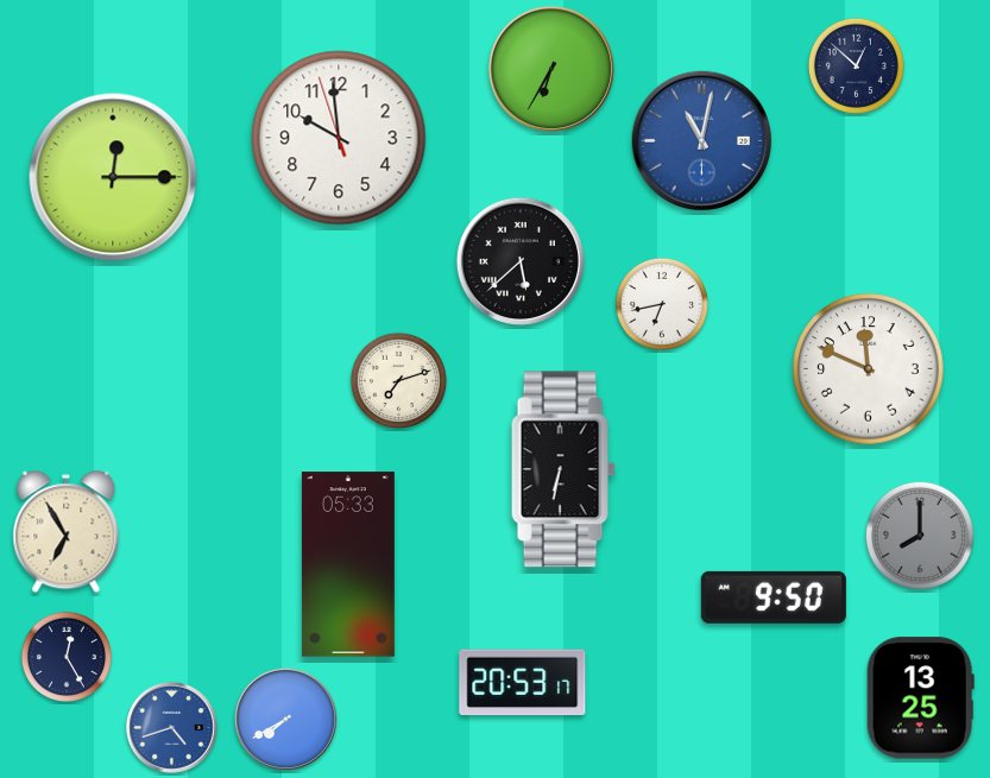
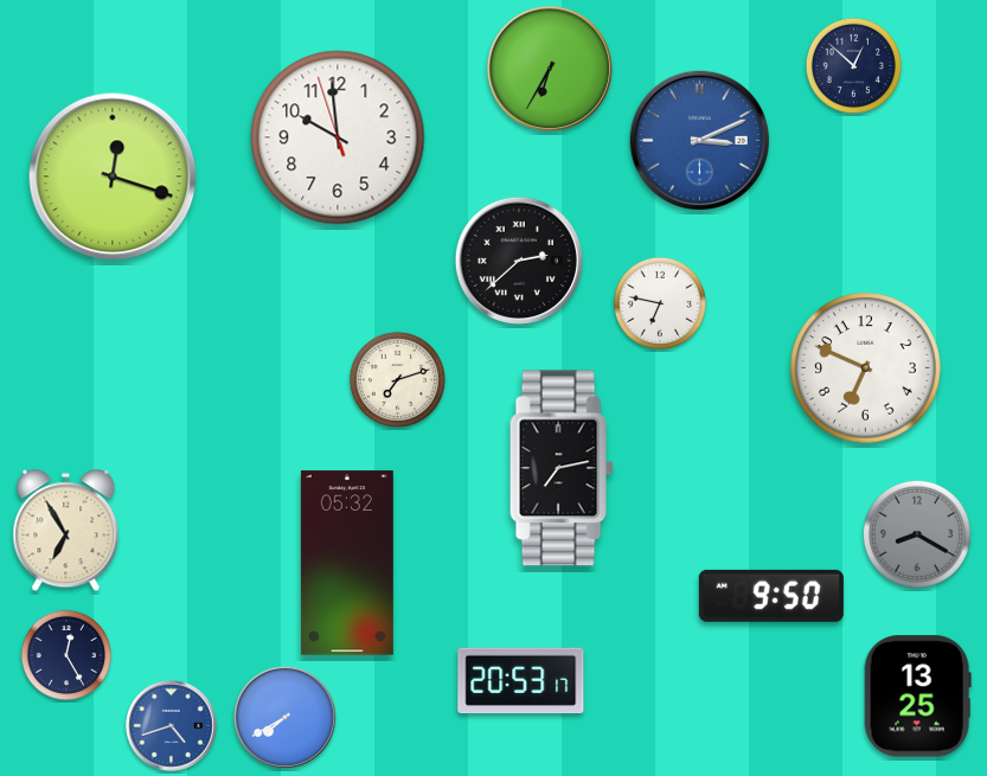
clock at (702, 141): 11:02 -> 3:11
clock at (113, 177): 12:15 -> 12:18
clock at (521, 261): 5:38 -> 2:38
clock at (662, 304): 6:43 -> 6:47
clock at (869, 369): 11:49 -> 6:49
clock at (563, 469): 6:32 -> 7:13
clock at (920, 536): 8:00 -> 8:20
clock at (348, 564): 05:33 -> 05:32
